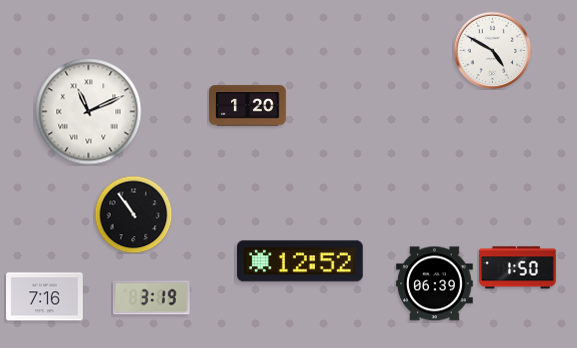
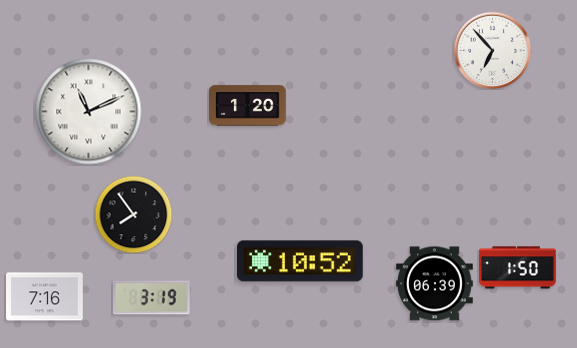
clock at (492, 50): 4:50 -> 6:53
clock at (133, 214): 10:54 -> 7:54
clock at (301, 261): 12:52 -> 10:52
